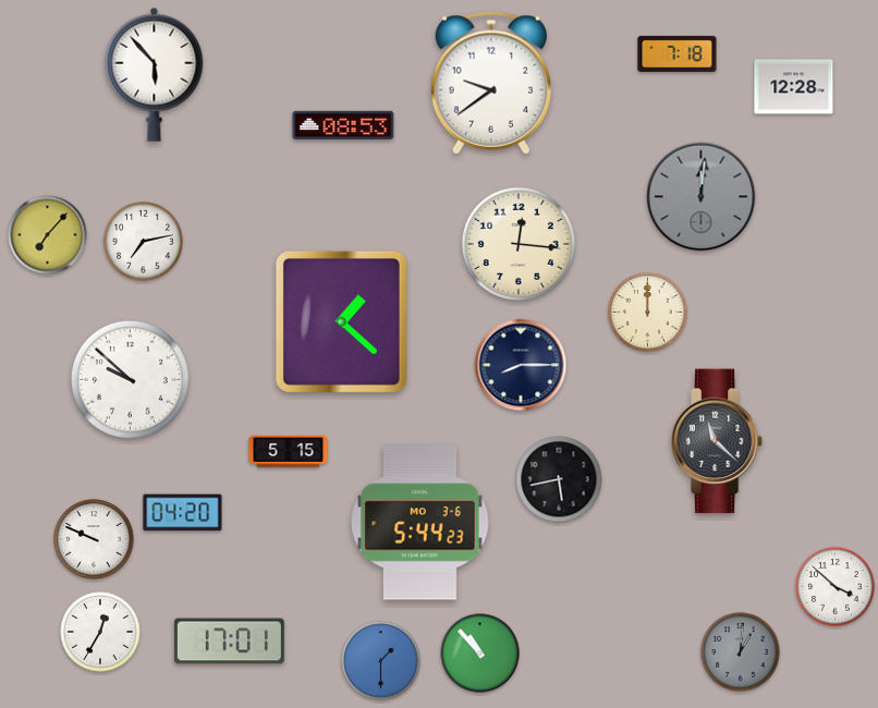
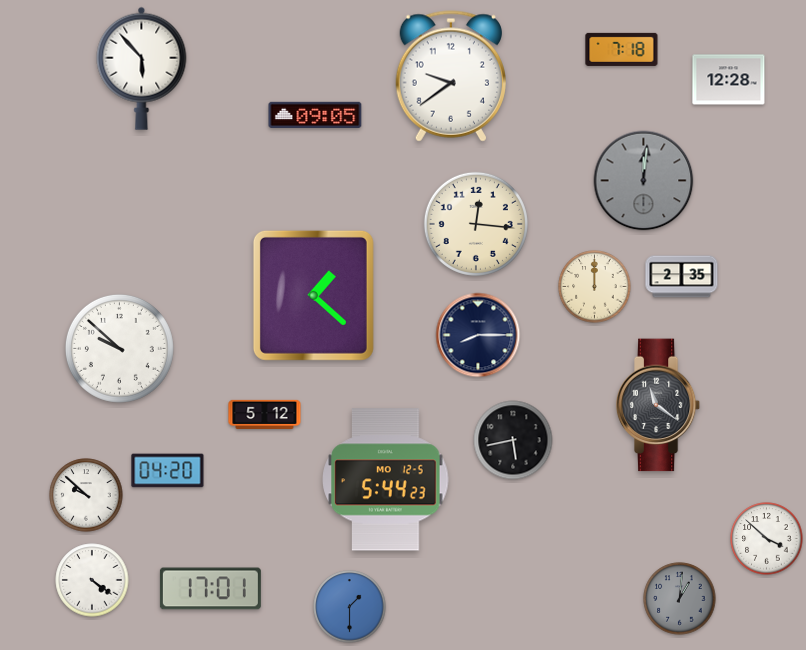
clock at (343, 124): 08:53 -> 09:05
clock at (48, 235): 7:07 -> none
clock at (144, 242): 7:13 -> none
clock at (682, 277): none -> 2:35
clock at (717, 441): 11:22 -> 11:21
clock at (289, 451): 5:15 -> 5:12
clock at (420, 523) date: MO 3-6 -> MO 12-5
clock at (94, 539): 9:49 -> 9:52
clock at (100, 632): 12:35 -> 4:21
clock at (480, 654): 10:53 -> none
